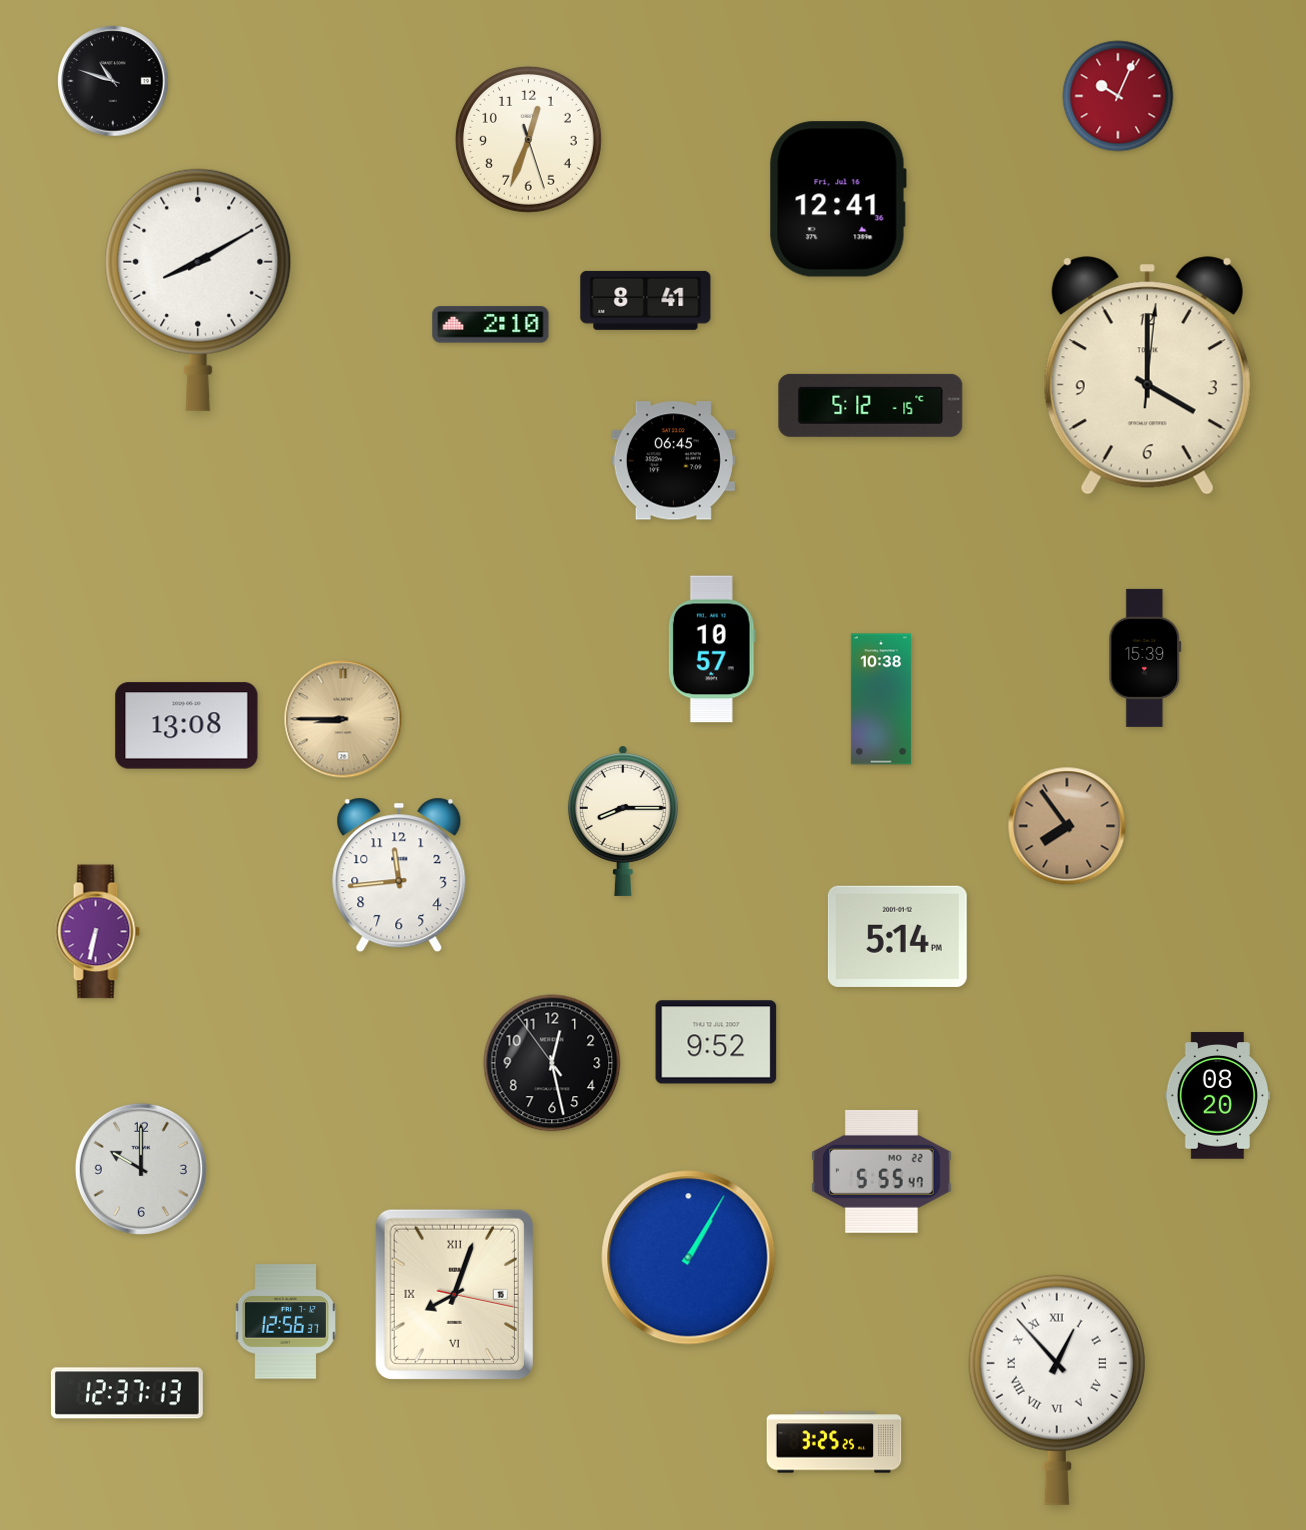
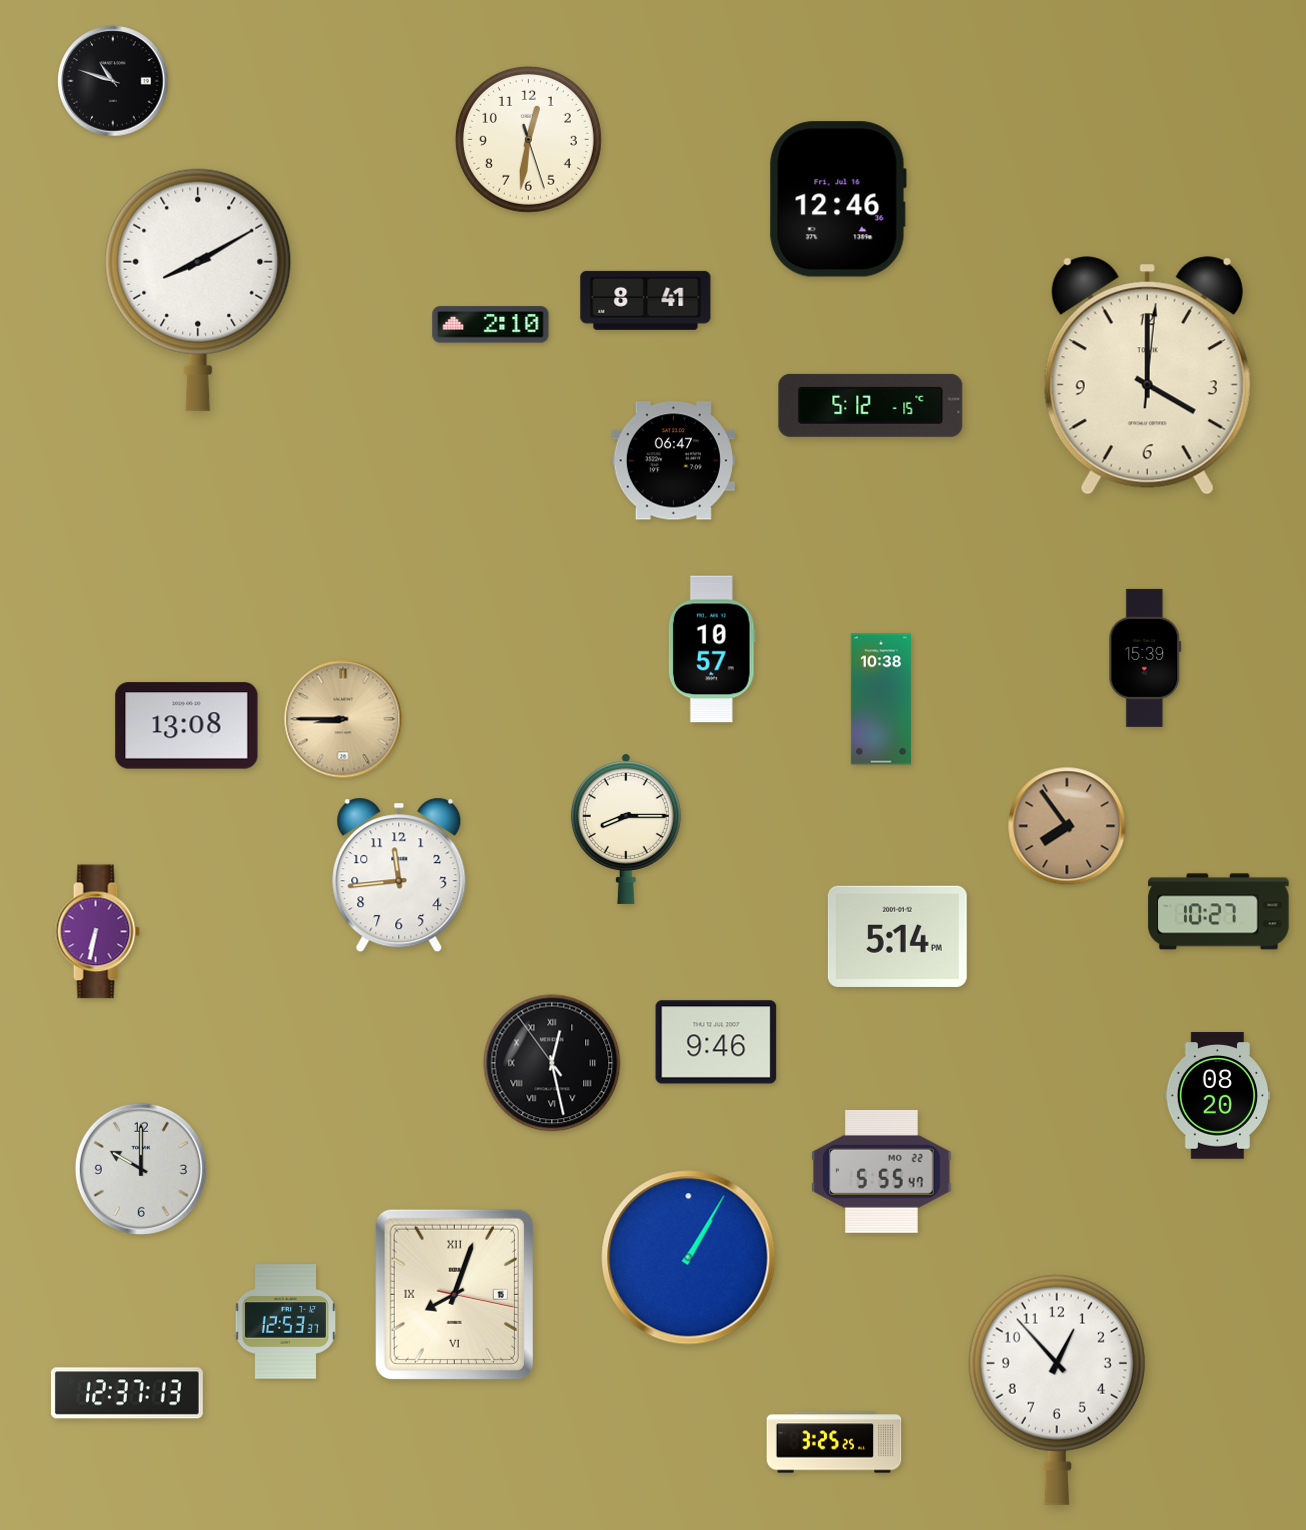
clock at (1118, 96): 10:04 -> none
clock at (528, 139): 12:33 -> 12:31
clock at (838, 199): 12:41 -> 12:46
clock at (673, 461): 06:45 -> 06:47
clock at (623, 821) position: (623, 821) -> (626, 829)
clock at (1219, 912): none -> 10:27
clock at (716, 1042): 9:52 -> 9:46
clock at (552, 1063) numerals: Arabic -> Roman
clock at (285, 1322): 12:56 -> 12:53
clock at (1057, 1390) numerals: Roman -> Arabic
